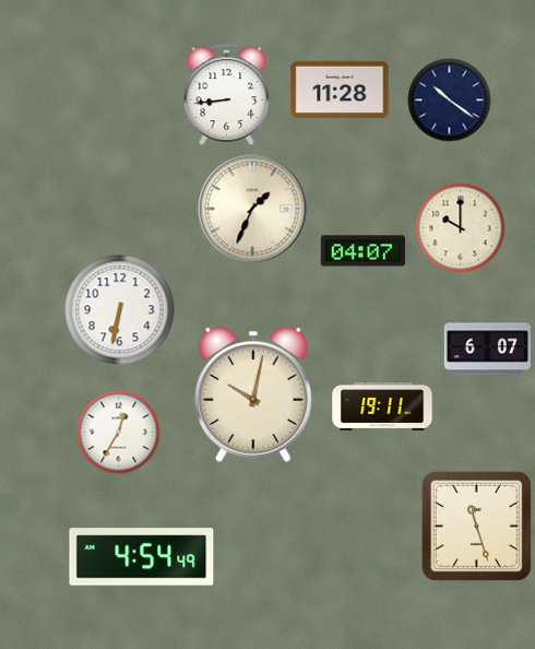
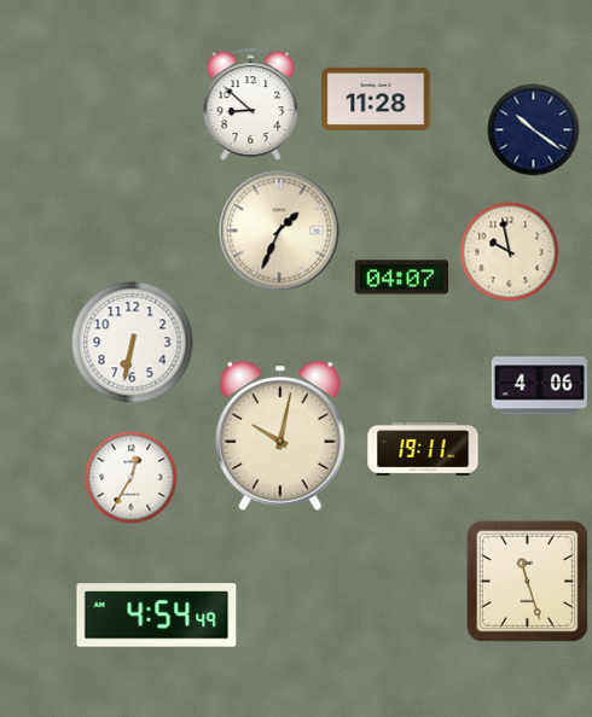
clock at (227, 94): 8:44 -> 8:52
clock at (450, 101) position: (450, 101) -> (534, 130)
clock at (461, 228): 10:00 -> 9:58
clock at (487, 350): 6:07 -> 4:06
